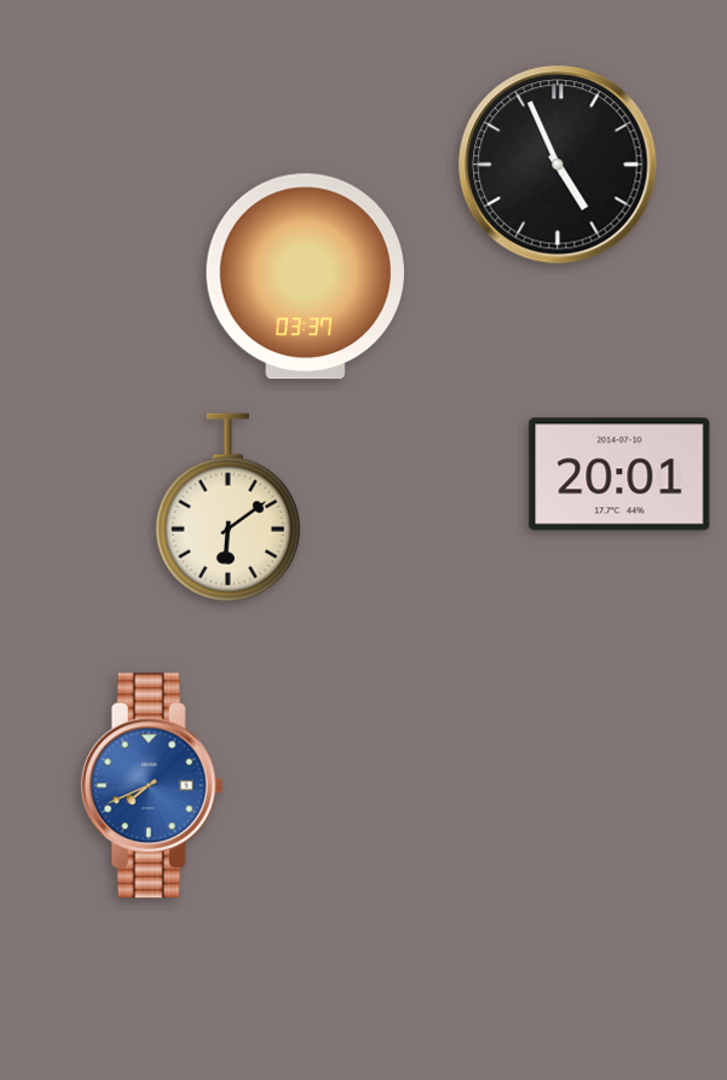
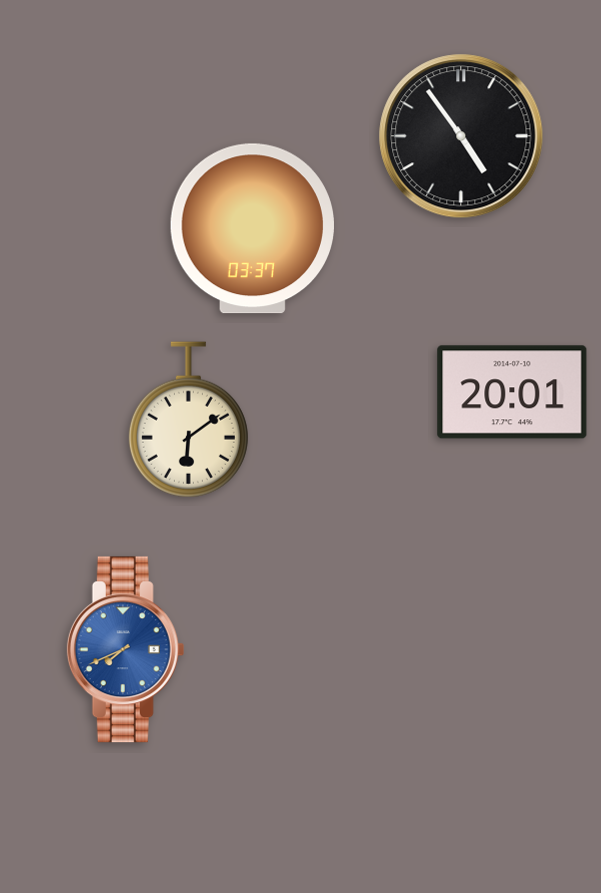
clock at (558, 164): 4:56 -> 4:54
